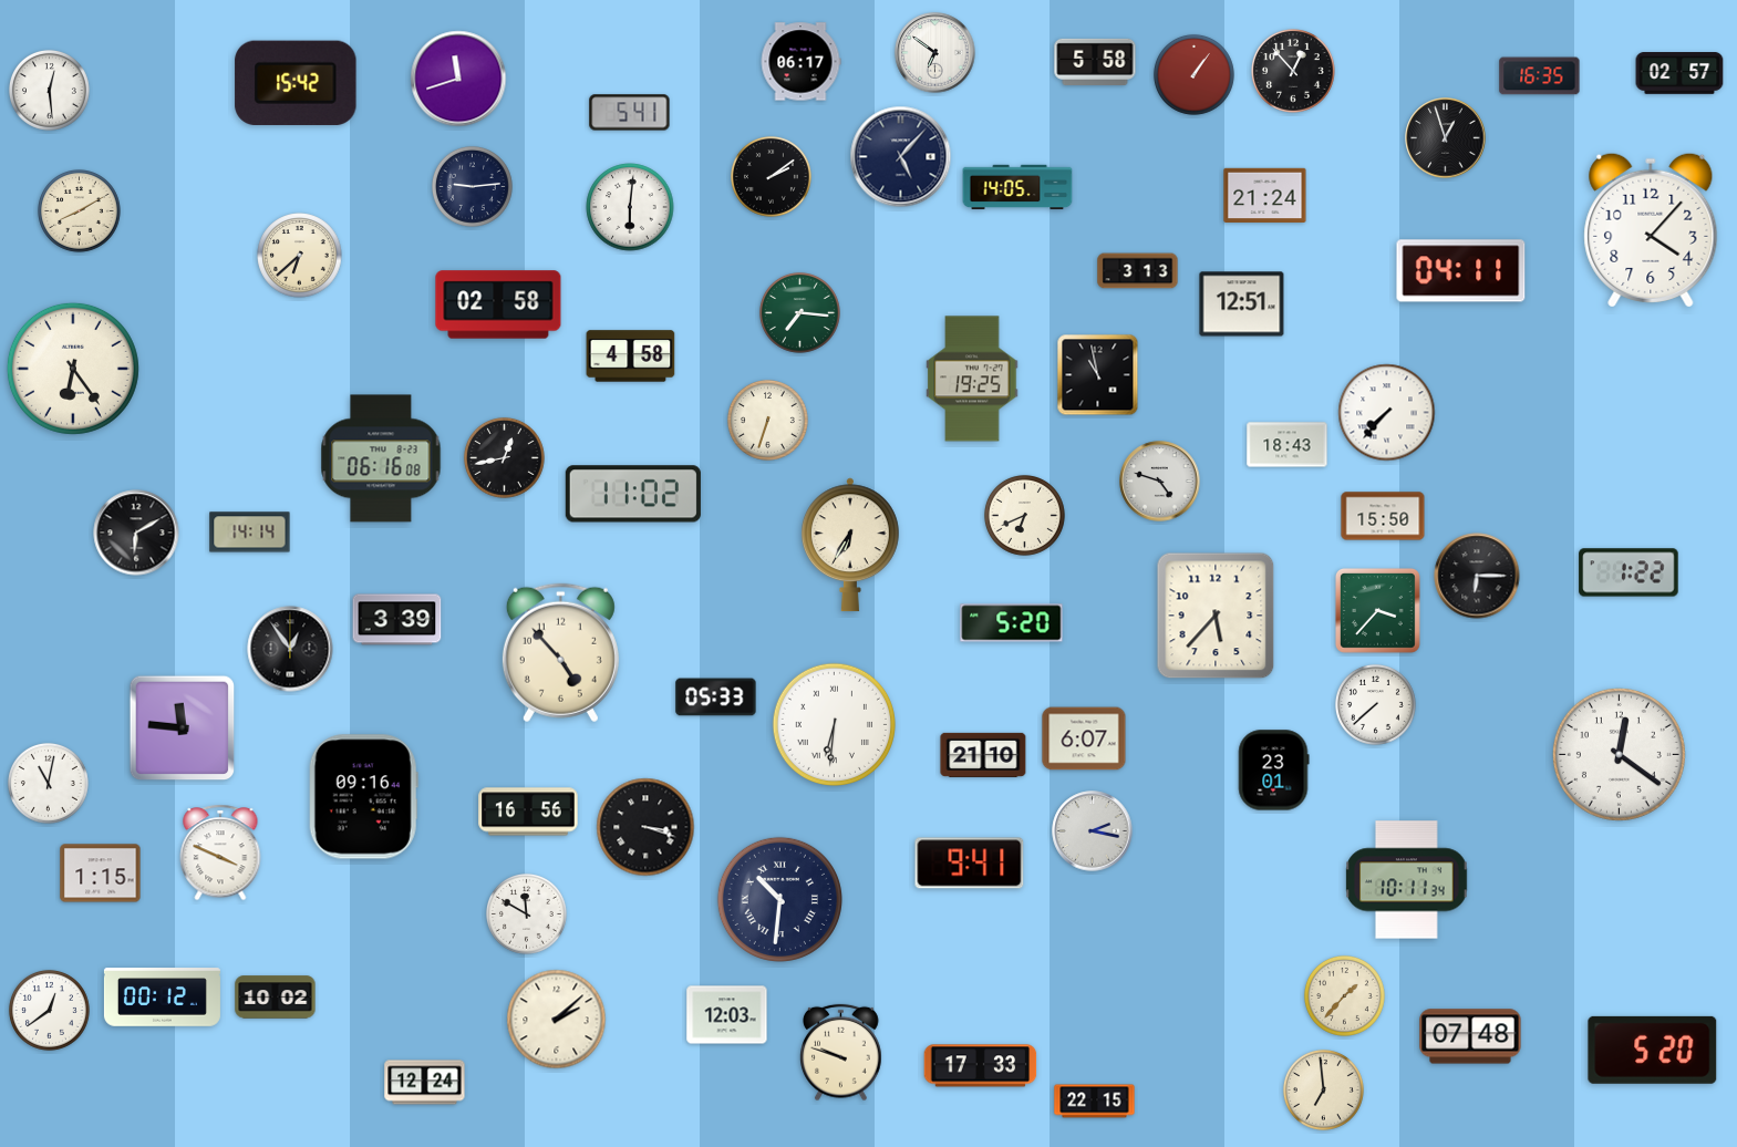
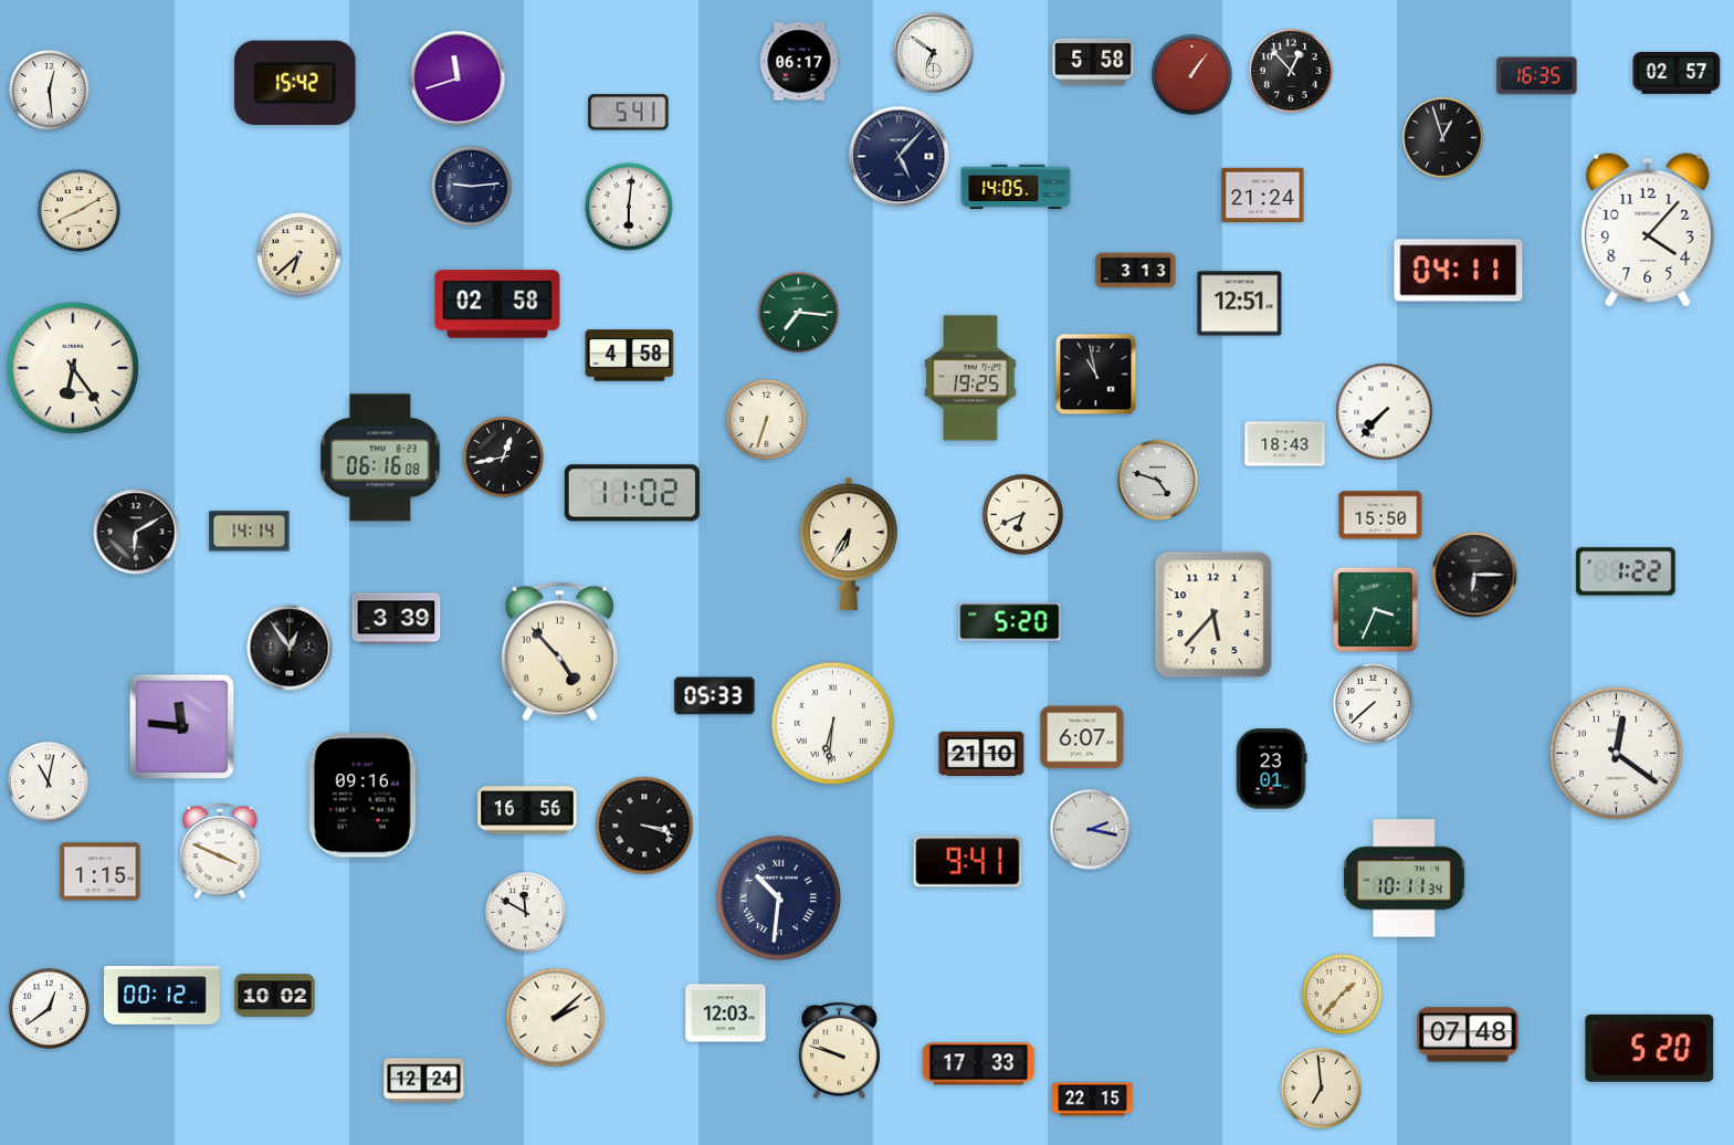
clock at (771, 176): 2:09 -> none
clock at (1377, 610): 3:37 -> 3:34
